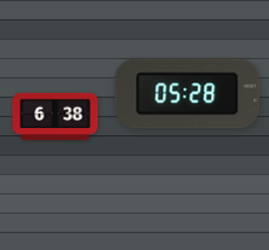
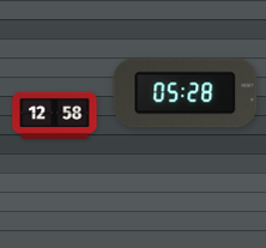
clock at (56, 116): 6:38 -> 12:58
